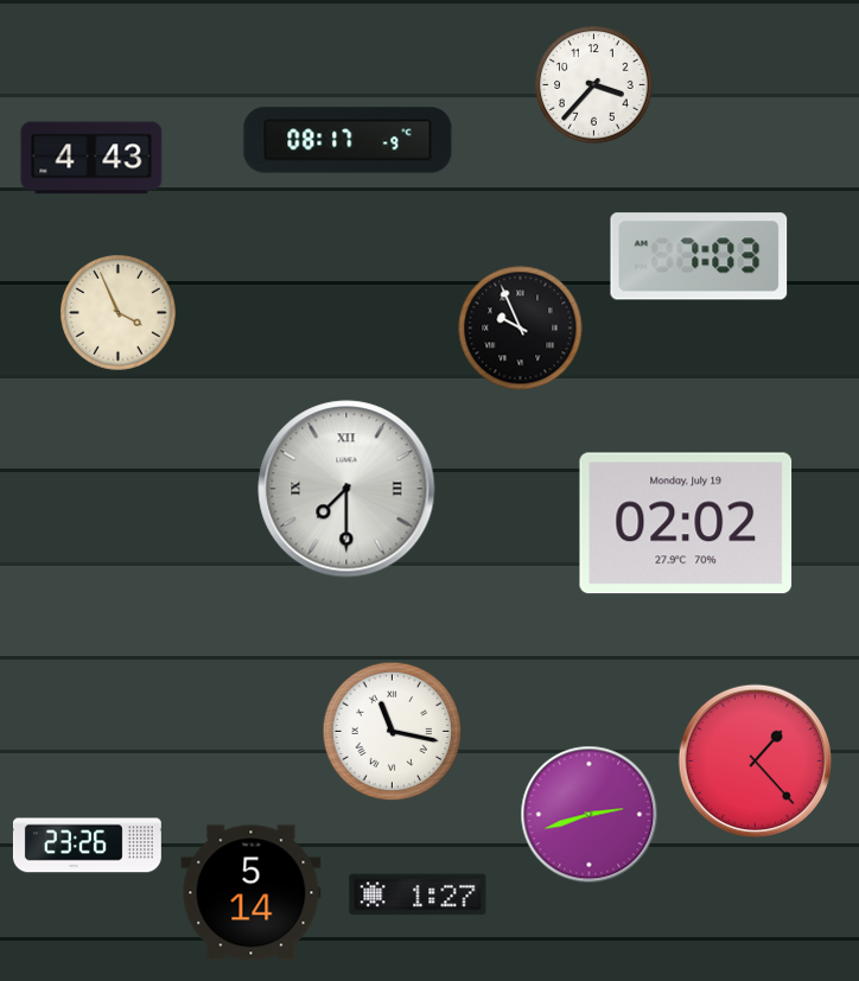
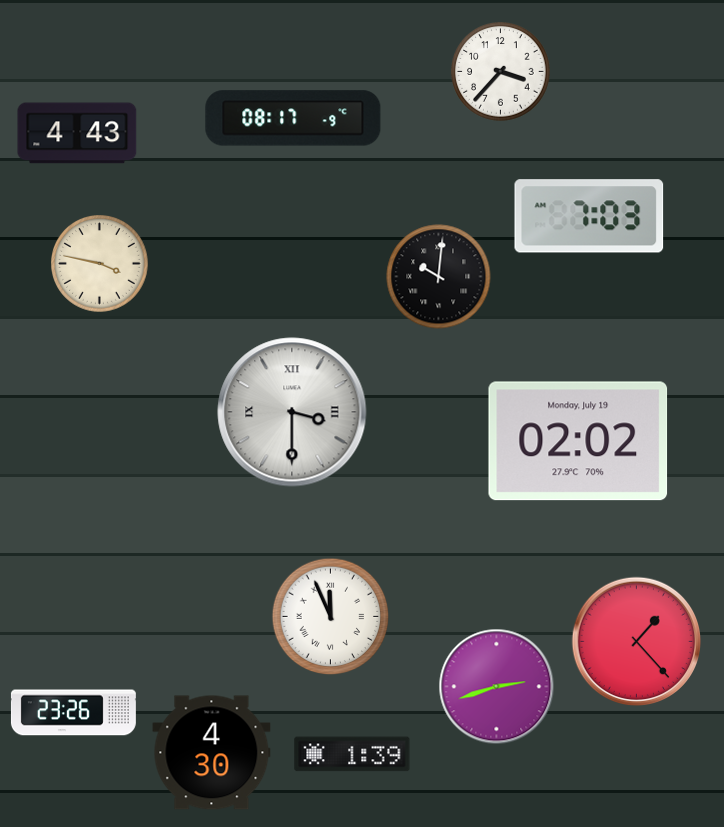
clock at (119, 313): 3:56 -> 3:47
clock at (521, 329): 9:56 -> 10:01
clock at (346, 489): 7:30 -> 3:30
clock at (393, 732): 11:17 -> 11:56
clock at (252, 893): 5:14 -> 4:30
clock at (418, 894): 1:27 -> 1:39
